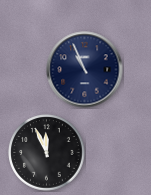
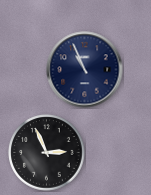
clock at (47, 153): 11:56 -> 2:56
